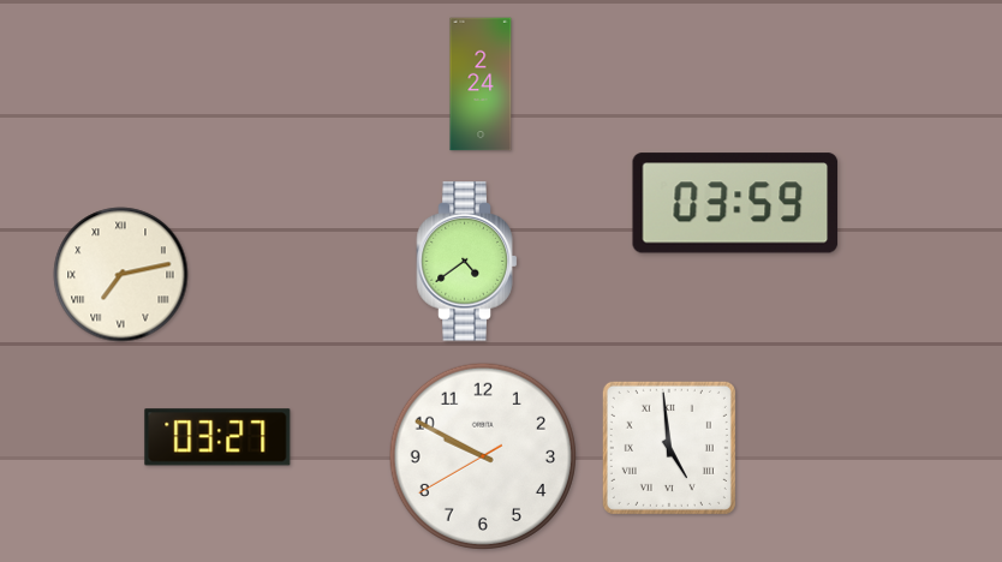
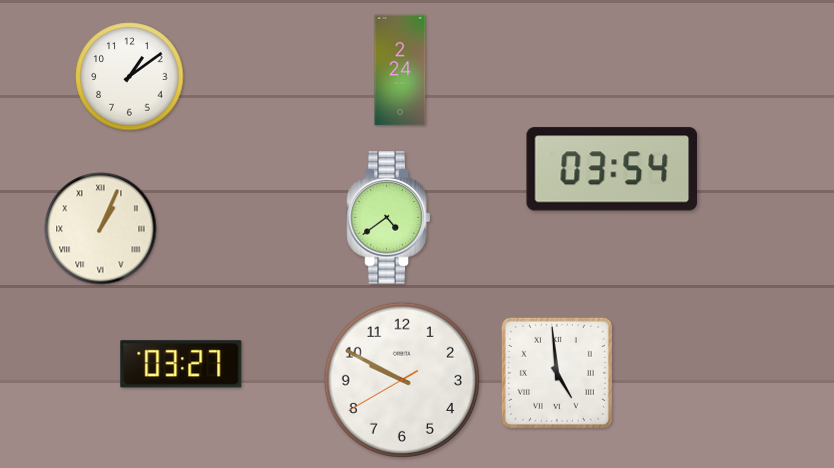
clock at (130, 77): none -> 1:09
clock at (735, 203): 03:59 -> 03:54
clock at (121, 275): 7:13 -> 1:04
